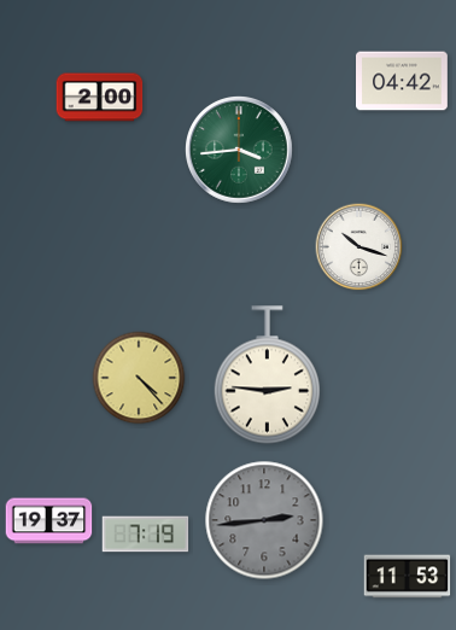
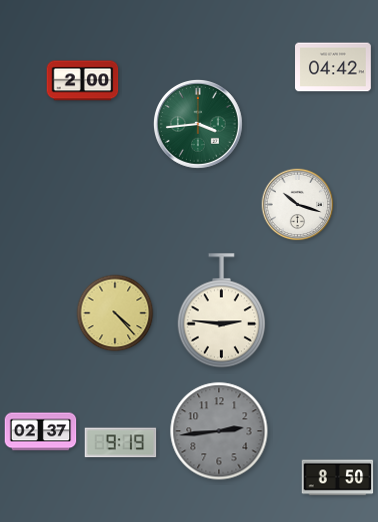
clock at (49, 521): 19:37 -> 02:37
clock at (146, 535): 7:19 -> 9:19
clock at (408, 577): 11:53 -> 8:50
